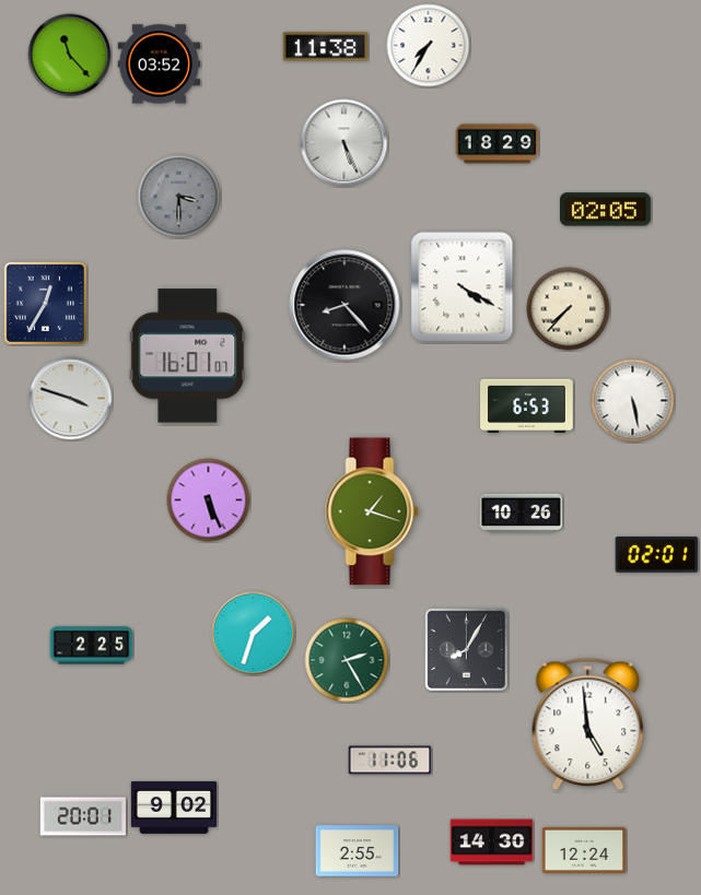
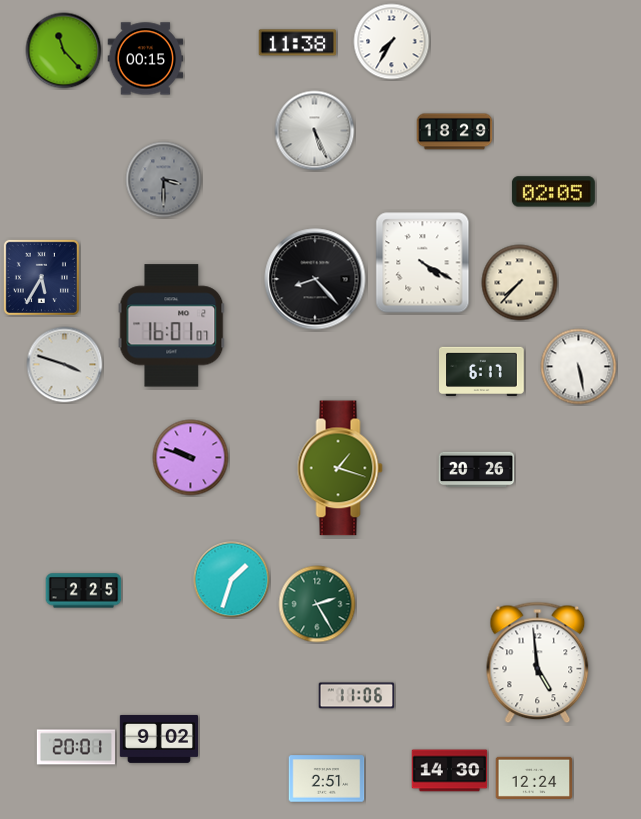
clock at (160, 64): 03:52 -> 00:15
clock at (45, 303): 12:35 -> 5:35
clock at (527, 405): 6:53 -> 6:17
clock at (209, 501): 5:26 -> 9:48
clock at (522, 514): 10:26 -> 20:26
clock at (657, 555): 02:01 -> none
clock at (466, 649): 8:05 -> none
clock at (358, 851): 2:55 -> 2:51
